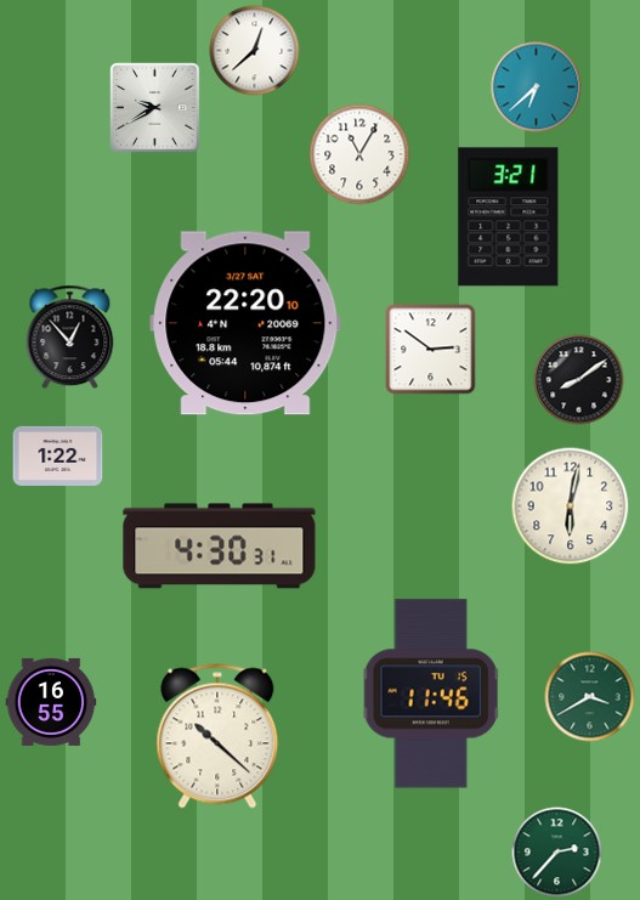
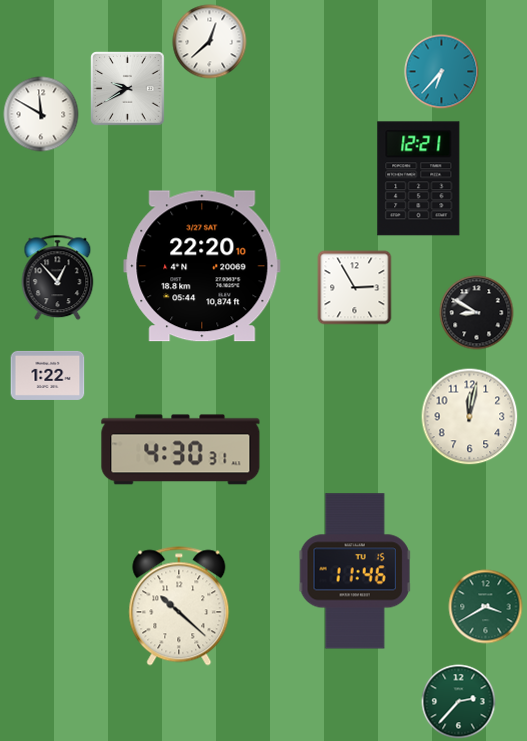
clock at (537, 87): 6:38 -> 6:37
clock at (41, 114): none -> 11:50
clock at (359, 154): 11:05 -> none
clock at (509, 217): 3:21 -> 12:21
clock at (431, 350): 2:51 -> 2:55
clock at (579, 380): 8:09 -> 8:50
clock at (571, 506): 6:02 -> 12:02
clock at (590, 697) position: (590, 697) -> (486, 607)
clock at (51, 702): 16:55 -> none
